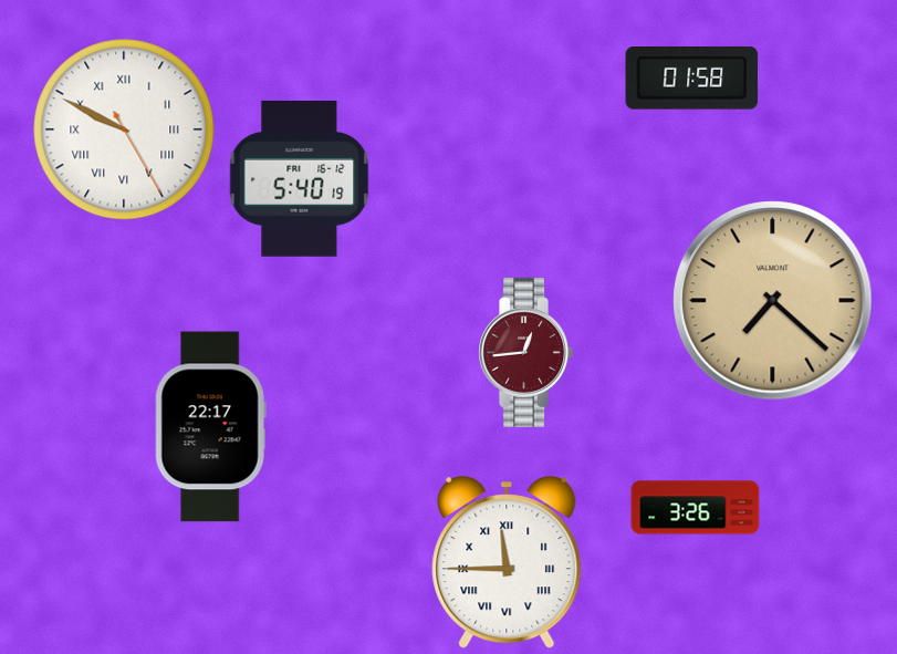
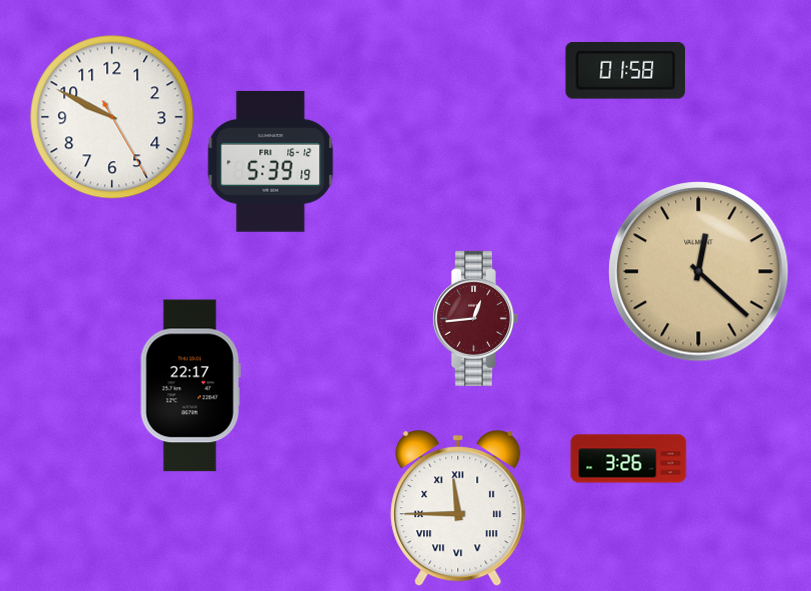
clock at (124, 129) numerals: Roman -> Arabic
clock at (300, 178): 5:40 -> 5:39
clock at (773, 301): 7:22 -> 12:22
